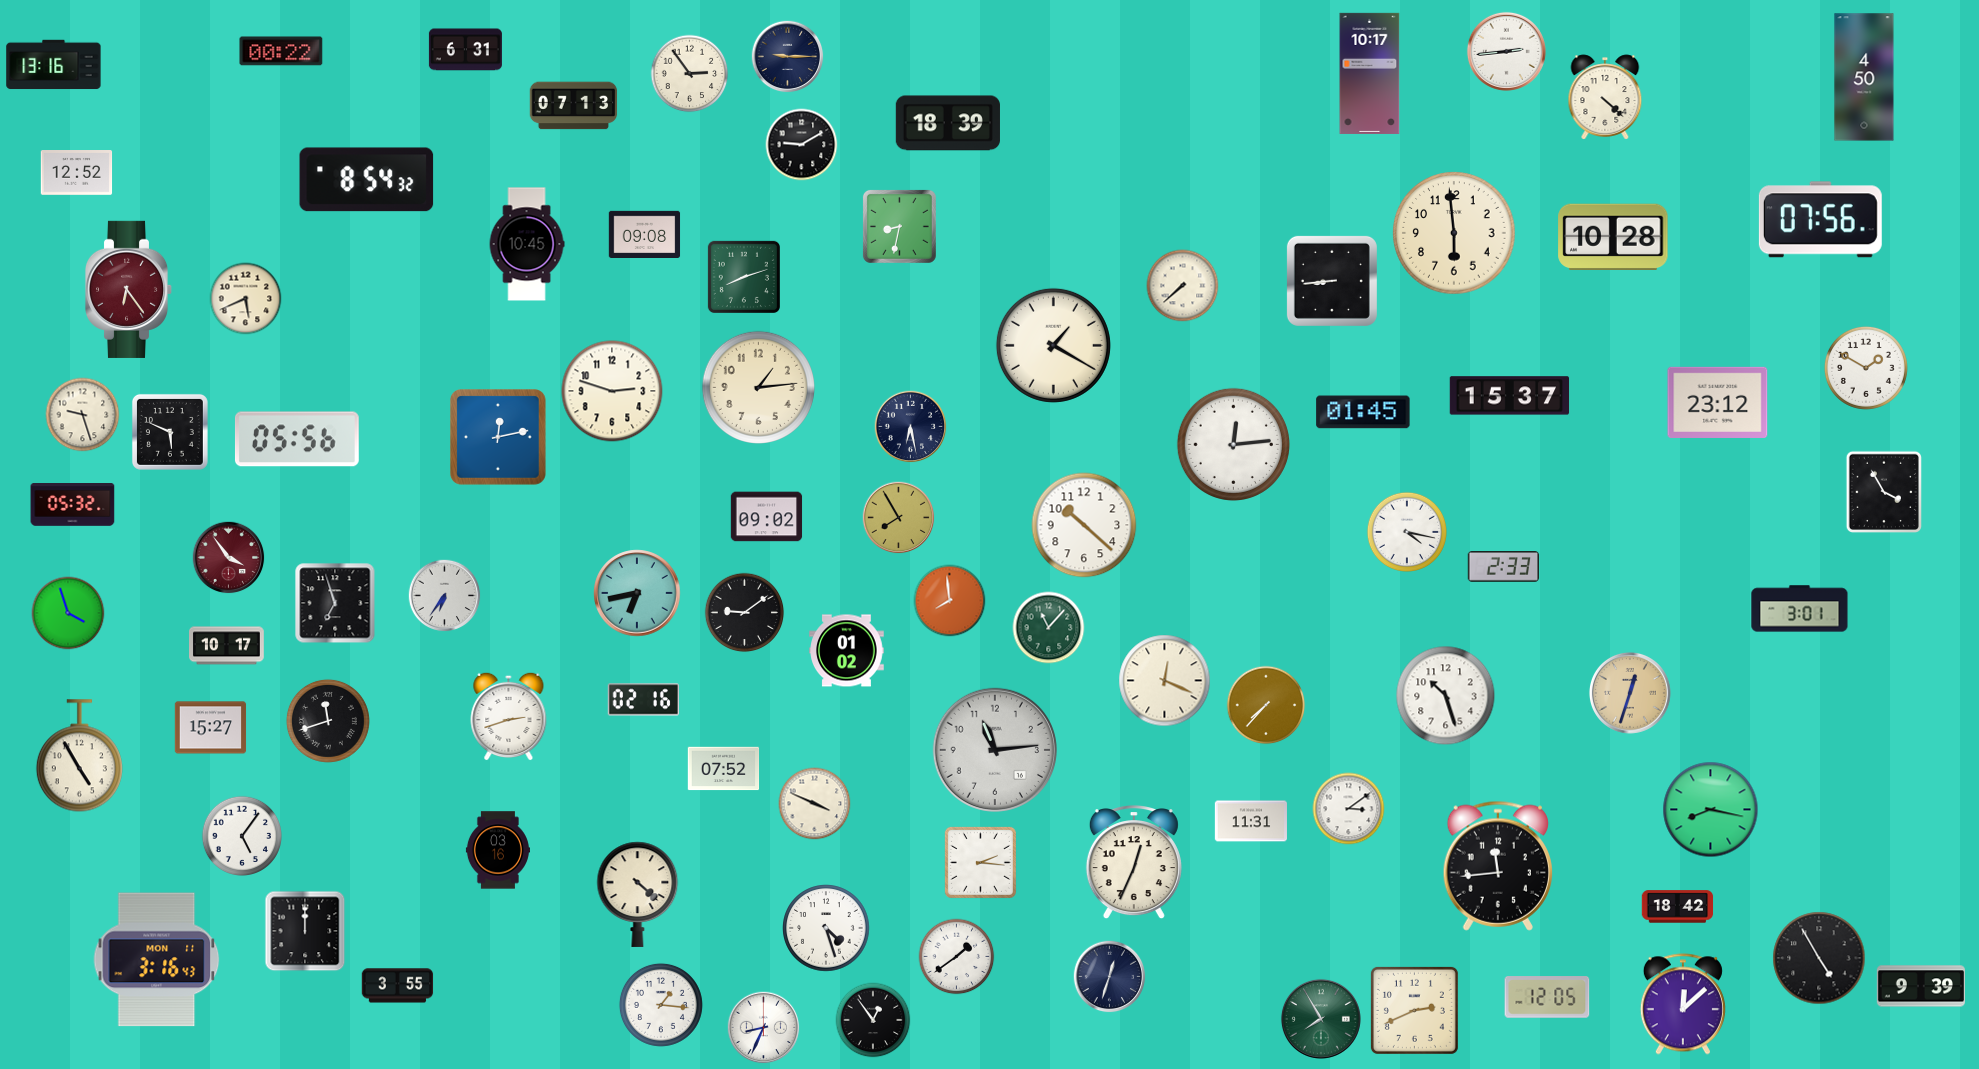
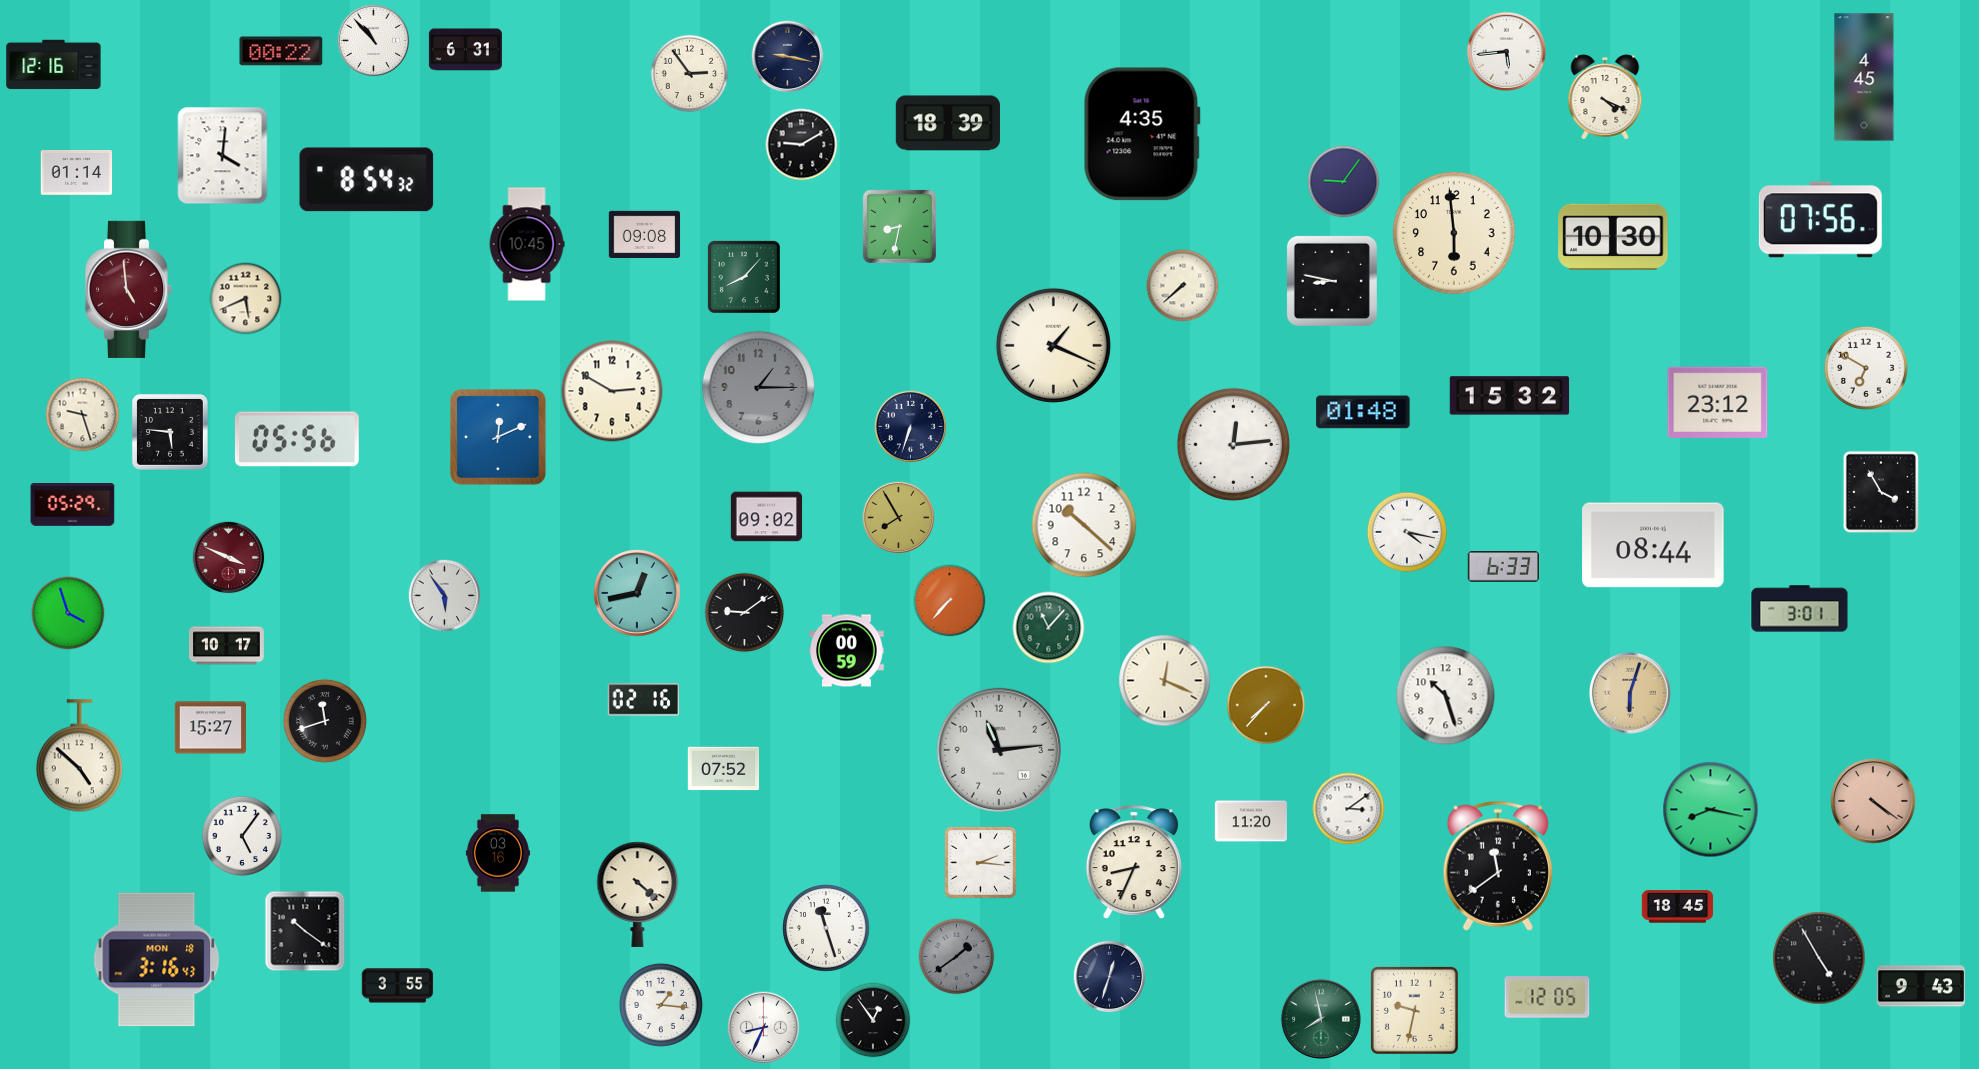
clock at (374, 41): none -> 10:53
clock at (1506, 51): 2:44 -> 5:44
clock at (788, 57): 9:15 -> 9:17
clock at (54, 65): 13:16 -> 12:16
clock at (1370, 73): 10:17 -> none
clock at (1864, 77): 4:50 -> 4:45
clock at (1605, 97): 4:22 -> 4:19
clock at (574, 106): 07:13 -> none
clock at (1142, 134): none -> 4:35
clock at (223, 156): none -> 4:01
clock at (77, 173): 12:52 -> 01:14
clock at (1344, 182): none -> 9:06
clock at (1613, 236): 10:28 -> 10:30
clock at (744, 277): 8:12 -> 8:07
clock at (1332, 281): 8:44 -> 8:47
clock at (129, 289): 6:24 -> 4:59
clock at (1053, 345): 1:20 -> 1:19
clock at (1866, 368): 1:50 -> 6:50
clock at (758, 387): 1:14 -> 1:15
clock at (758, 387) dial: cream -> grey
clock at (612, 391): 2:48 -> 2:50
clock at (1510, 396): 15:37 -> 15:32
clock at (1363, 412): 01:45 -> 01:48
clock at (911, 427): 6:28 -> 6:33
clock at (170, 432): 5:49 -> 5:46
clock at (499, 438): 12:13 -> 12:11
clock at (1884, 491) position: (1884, 491) -> (1881, 491)
clock at (73, 505): 05:32 -> 05:29
clock at (1653, 545): none -> 08:44
clock at (229, 558): 3:54 -> 3:49
clock at (1504, 567): 2:33 -> 6:33
clock at (637, 593): 6:43 -> 12:43
clock at (445, 596): 6:36 -> 5:54
clock at (950, 601): 7:59 -> 7:37
clock at (335, 603): 6:57 -> none
clock at (847, 651): 01:02 -> 00:59
clock at (1630, 693): 12:33 -> 6:03
clock at (509, 716): 2:42 -> none
clock at (328, 721) position: (328, 721) -> (325, 721)
clock at (995, 750) position: (995, 750) -> (999, 750)
clock at (79, 756): 4:55 -> 4:52
clock at (1873, 801): none -> 4:21
clock at (815, 804): 3:49 -> none
clock at (1251, 821): 11:31 -> 11:20
clock at (498, 850) position: (498, 850) -> (498, 853)
clock at (1134, 863): 12:34 -> 8:34
clock at (1498, 866): 11:44 -> 11:39
clock at (1678, 907): 18:42 -> 18:45
clock at (826, 928): 4:27 -> 11:27
clock at (305, 931): 12:00 -> 10:21
clock at (957, 957) dial: white -> grey
clock at (157, 960) date: MON 11 -> MON 18
clock at (1920, 986): 9:39 -> 9:43
clock at (1683, 1004): 12:08 -> none
clock at (1414, 1010): 2:41 -> 9:32
clock at (1321, 1019): 7:55 -> 7:58
